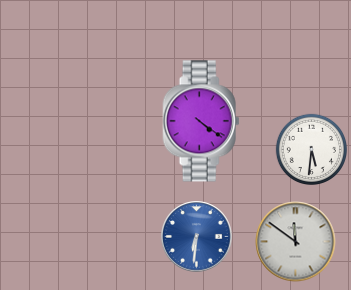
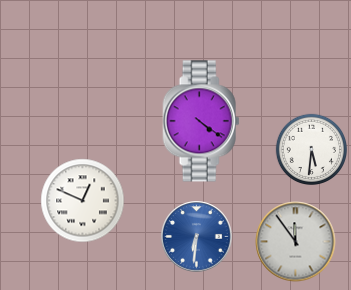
clock at (83, 201): none -> 12:49
clock at (296, 242): 11:51 -> 11:54
